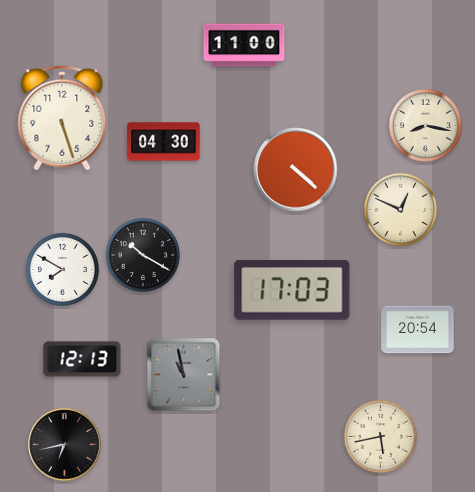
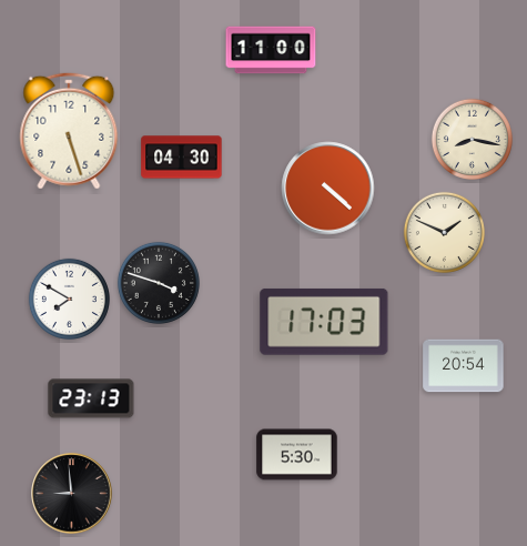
clock at (400, 209): 12:49 -> 1:49
clock at (143, 255): 10:20 -> 3:48
clock at (82, 359): 12:13 -> 23:13
clock at (184, 375): 10:58 -> none
clock at (297, 455): none -> 5:30
clock at (380, 436): 5:43 -> none
clock at (65, 445): 6:43 -> 8:59
